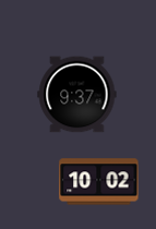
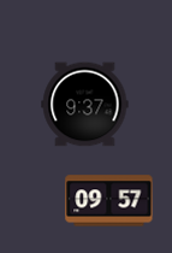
clock at (99, 182): 10:02 -> 09:57
